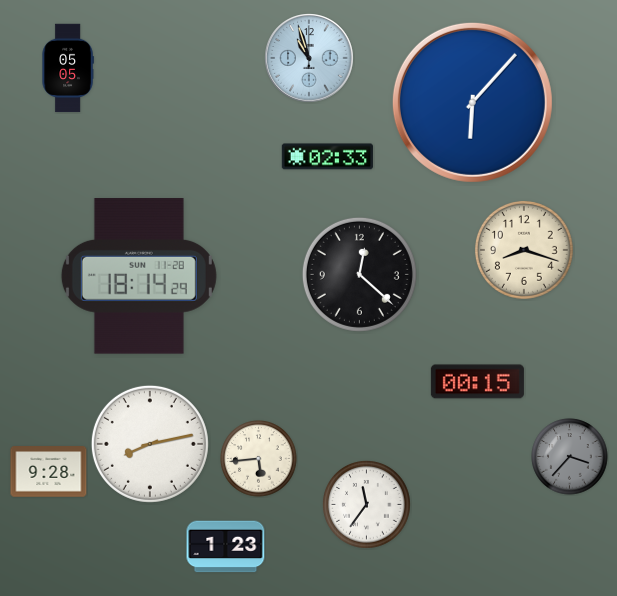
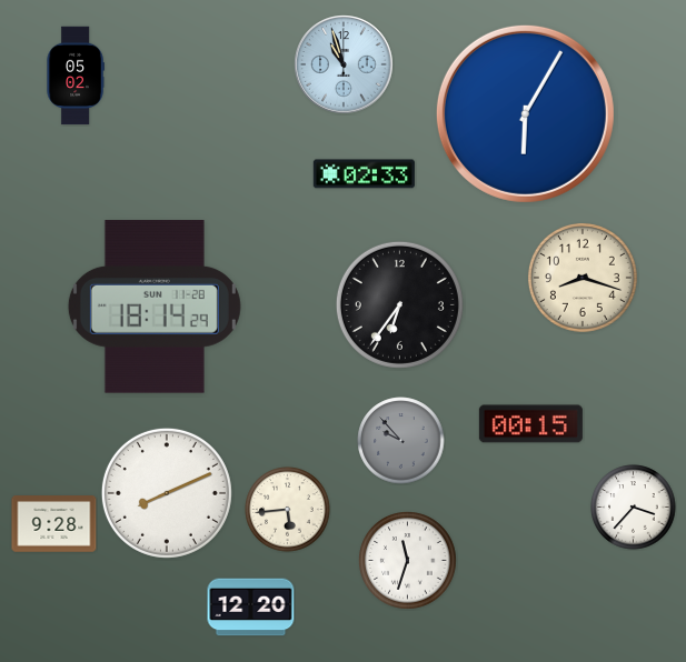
clock at (68, 68): 05:05 -> 05:02
clock at (472, 102): 6:07 -> 6:05
clock at (359, 274): 12:22 -> 6:36
clock at (401, 441): none -> 9:53
clock at (150, 444): 8:13 -> 8:11
clock at (570, 457) dial: grey -> white
clock at (367, 505): 11:36 -> 11:33
clock at (226, 547): 1:23 -> 12:20
